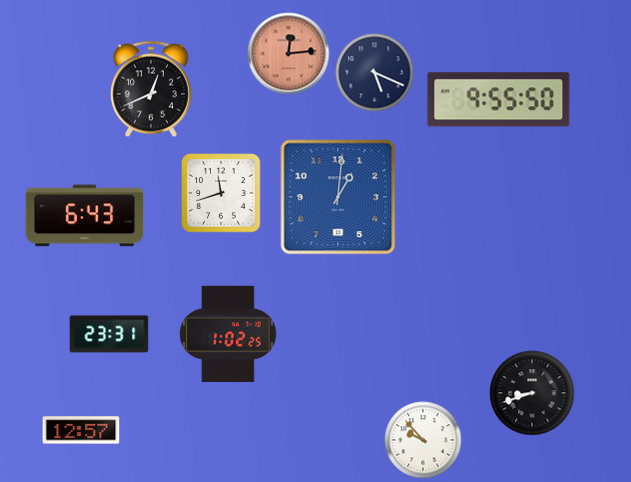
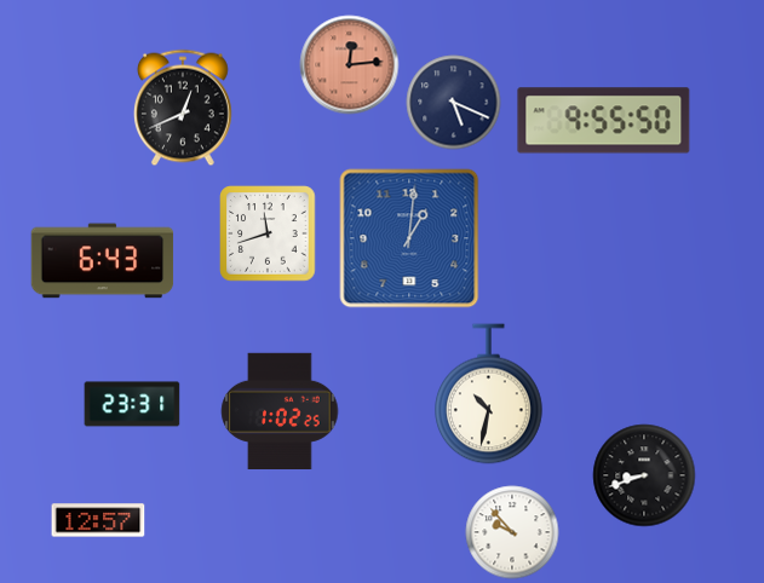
clock at (375, 73) position: (375, 73) -> (454, 103)
clock at (489, 394): none -> 10:32
clock at (228, 333) position: (228, 333) -> (280, 410)
